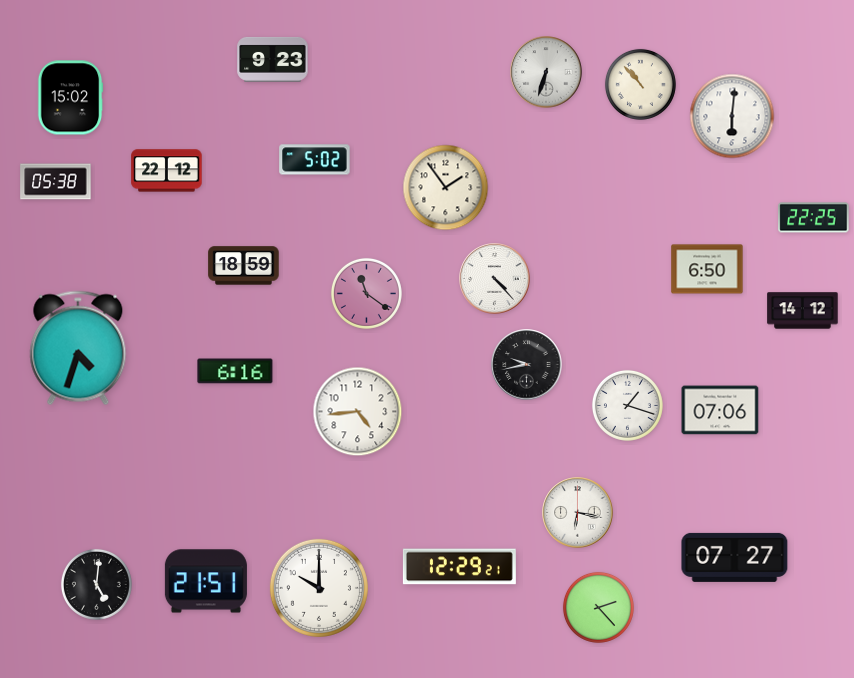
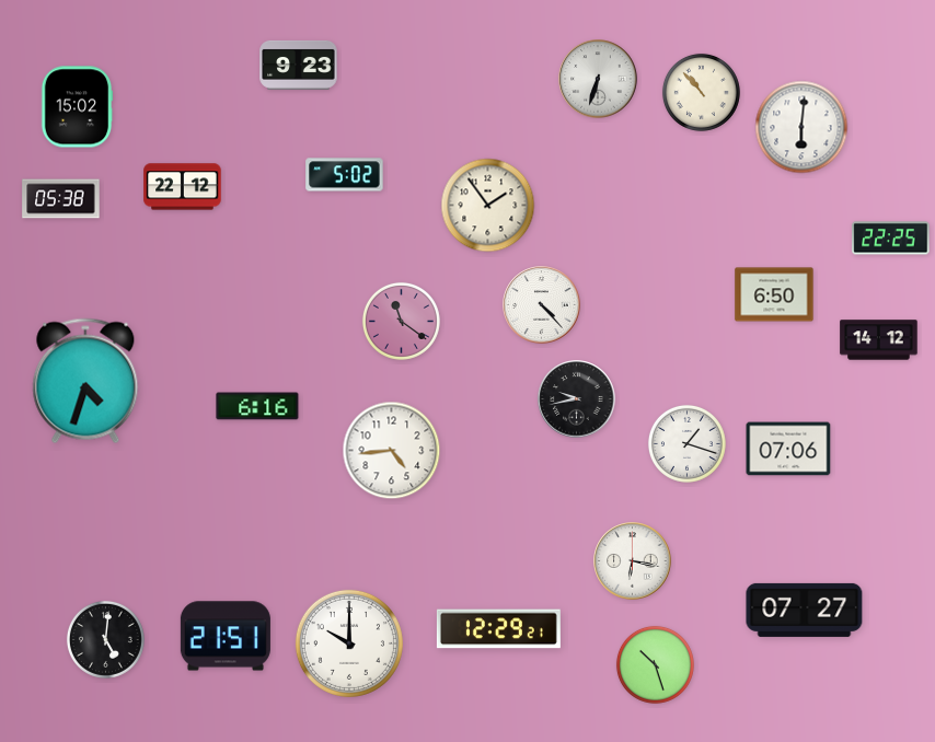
clock at (244, 266): 18:59 -> none
clock at (459, 567) position: (459, 567) -> (498, 629)
clock at (598, 607): 2:23 -> 10:27
